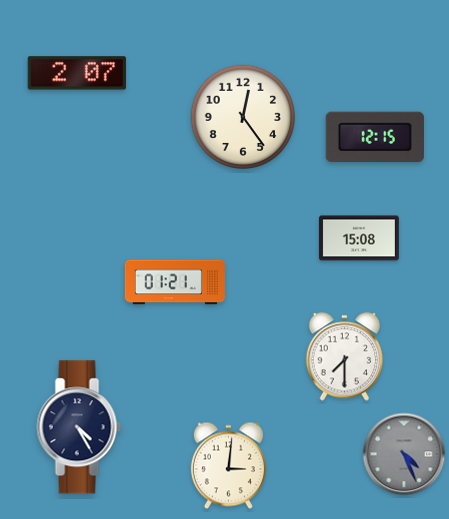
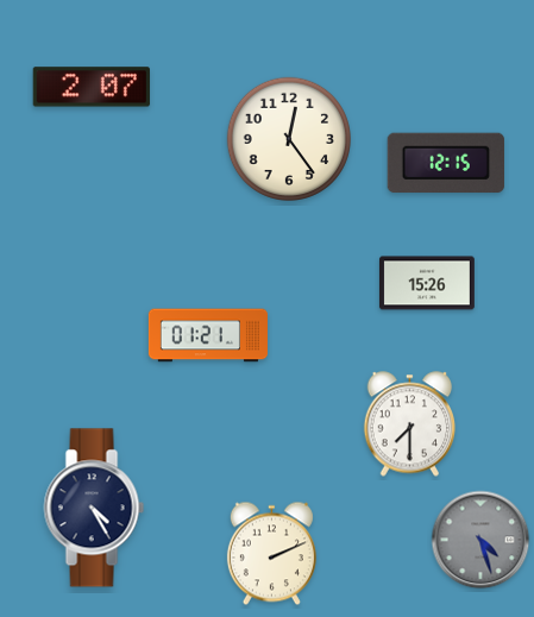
clock at (359, 238): 15:08 -> 15:26
clock at (404, 454): 4:26 -> 4:27
clock at (228, 466): 3:01 -> 2:11
